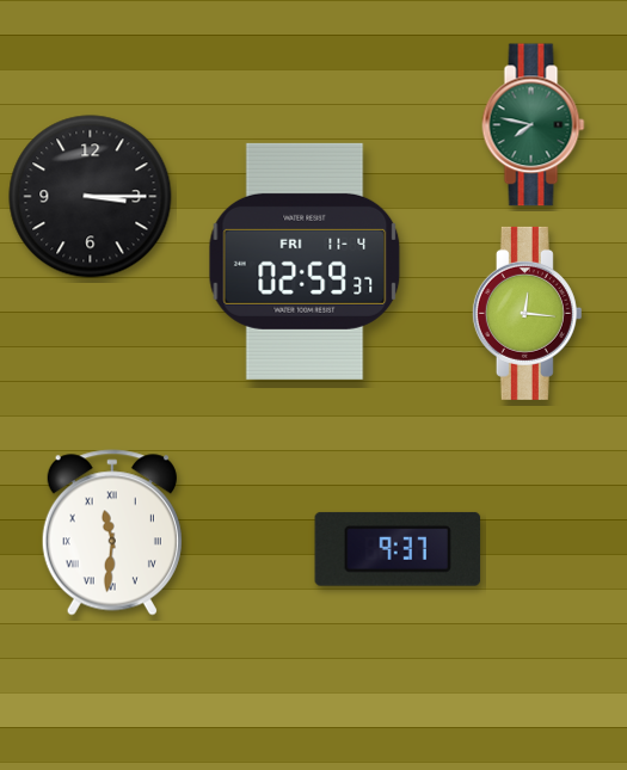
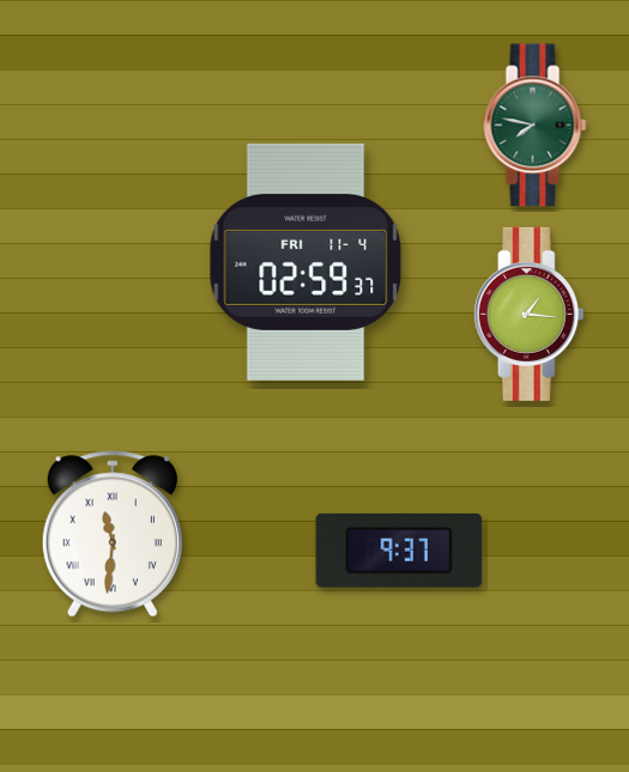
clock at (91, 197): 3:15 -> none
clock at (527, 313): 12:16 -> 1:16
